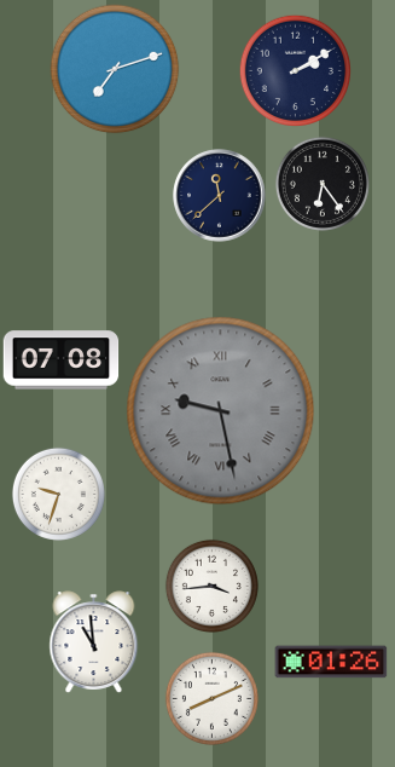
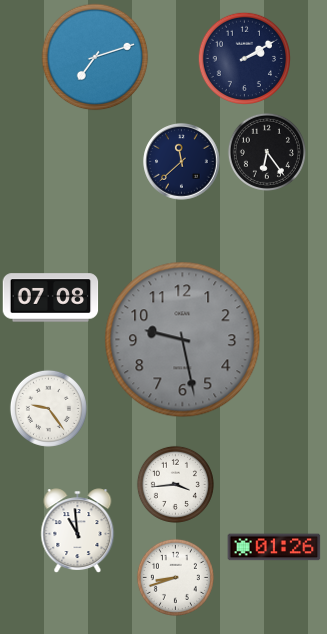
clock at (221, 411) numerals: Roman -> Arabic
clock at (58, 494): 9:33 -> 9:24
clock at (211, 698): 8:11 -> 8:42
